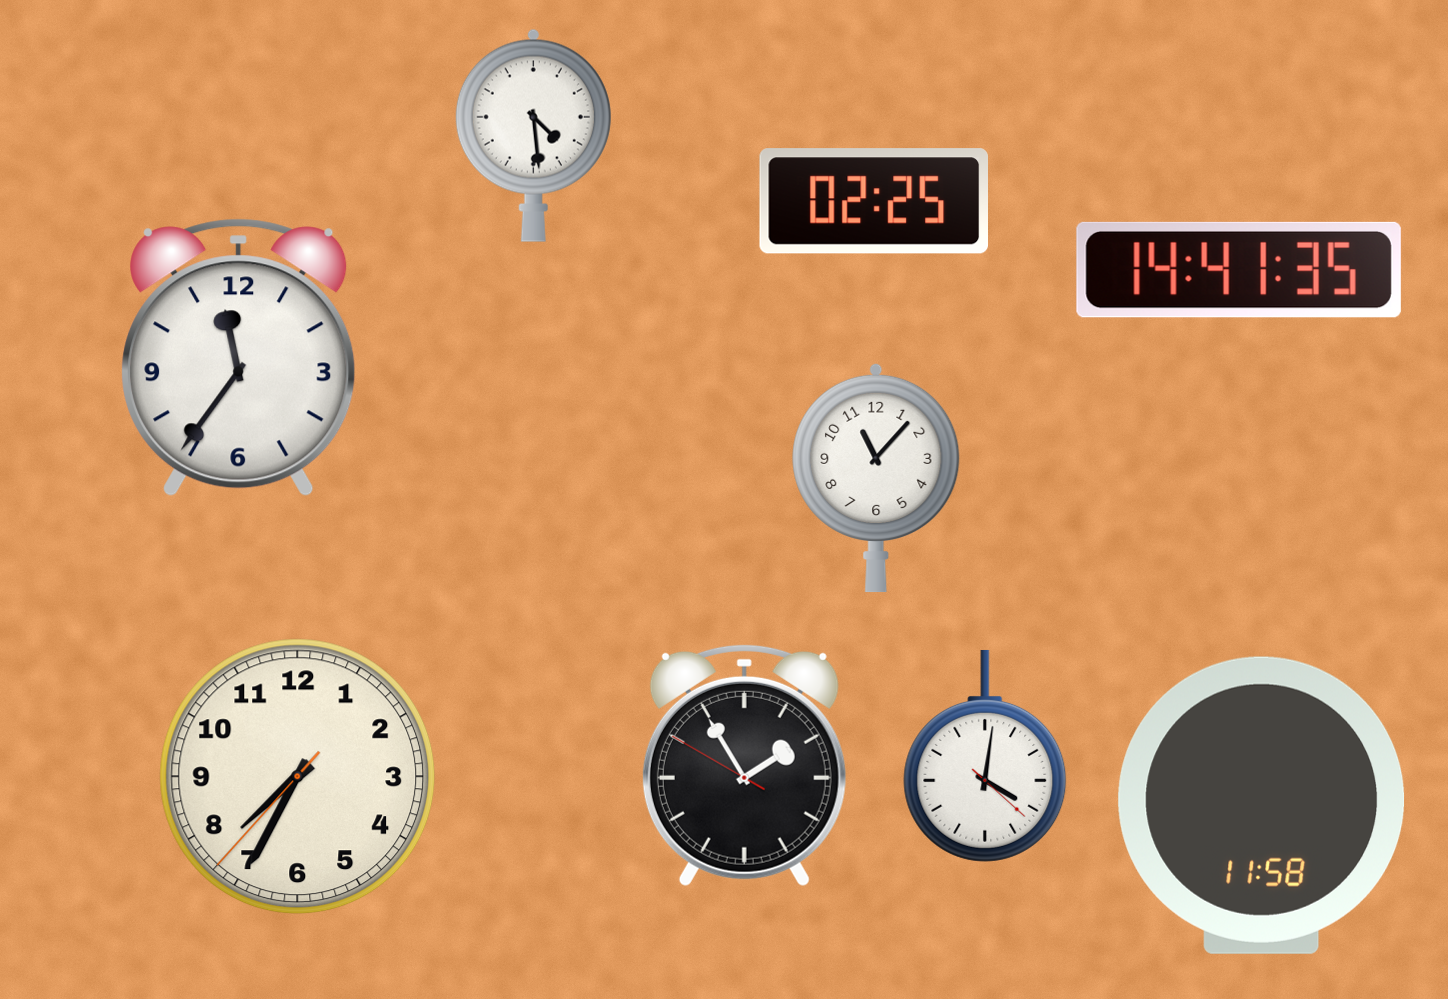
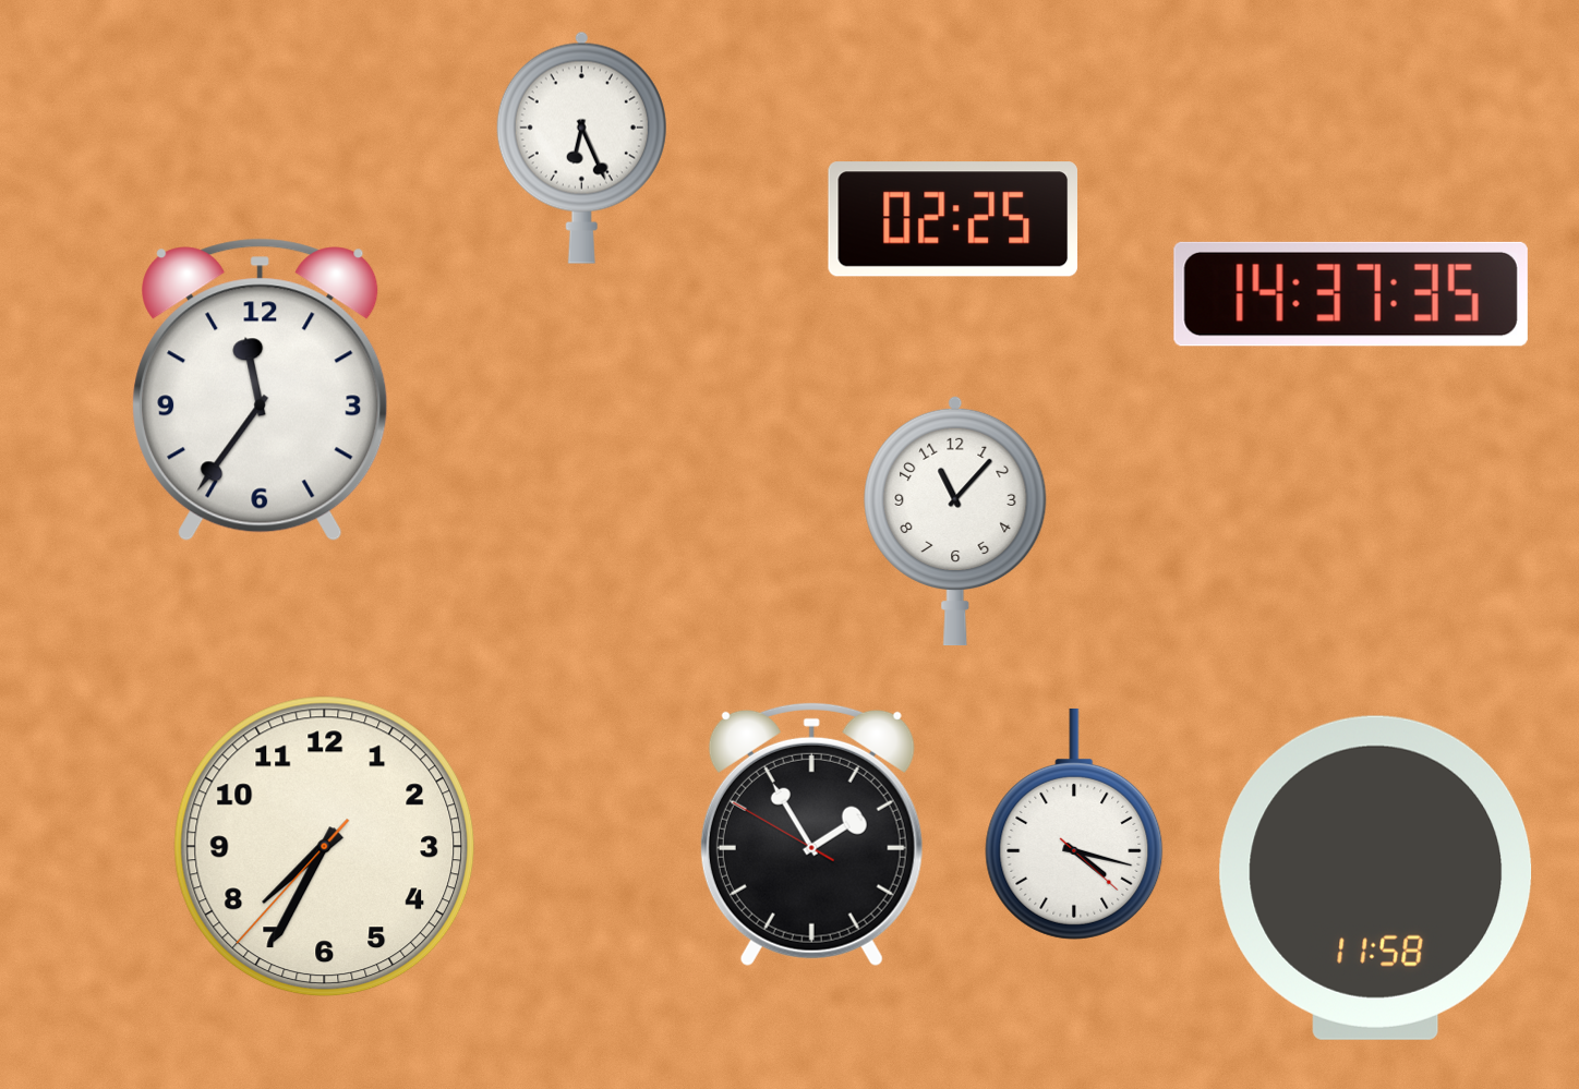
clock at (533, 135): 4:29 -> 6:26
clock at (1239, 270): 14:41 -> 14:37
clock at (985, 756): 4:01 -> 4:17
